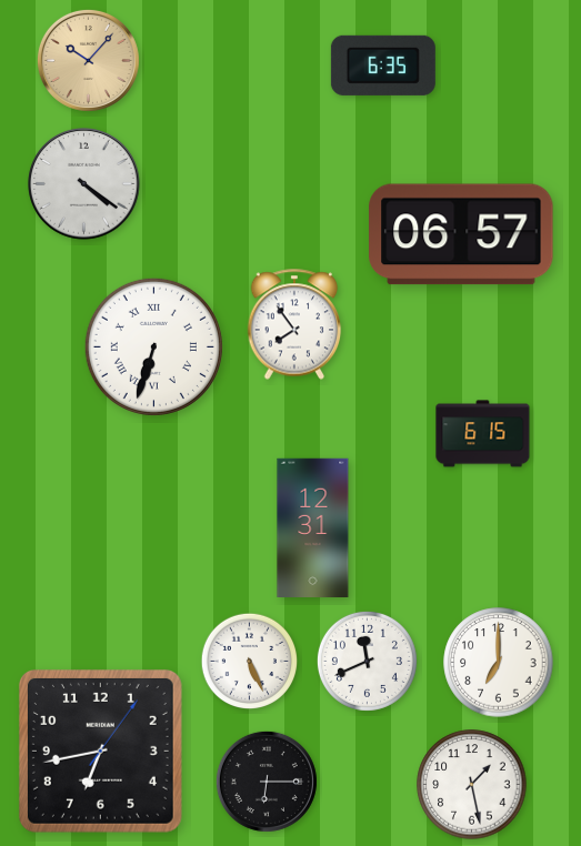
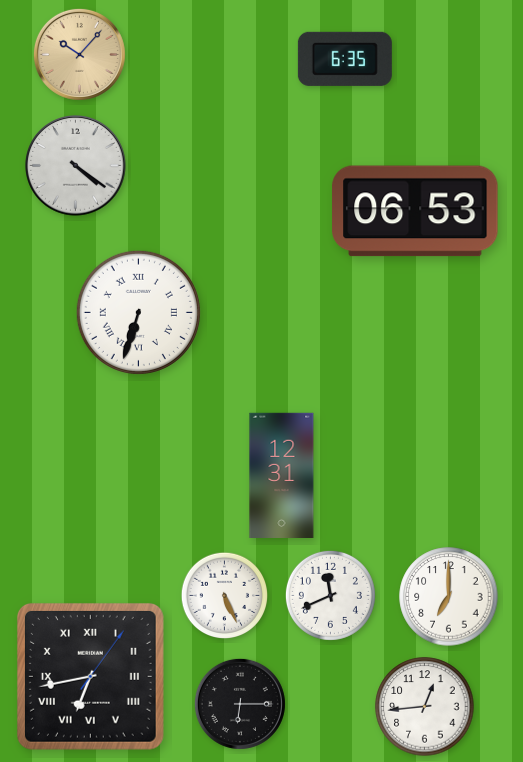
clock at (461, 234): 06:57 -> 06:53
clock at (294, 324): 7:54 -> none
clock at (483, 434): 6:15 -> none
clock at (100, 751) numerals: Arabic -> Roman
clock at (472, 785): 1:28 -> 12:44
